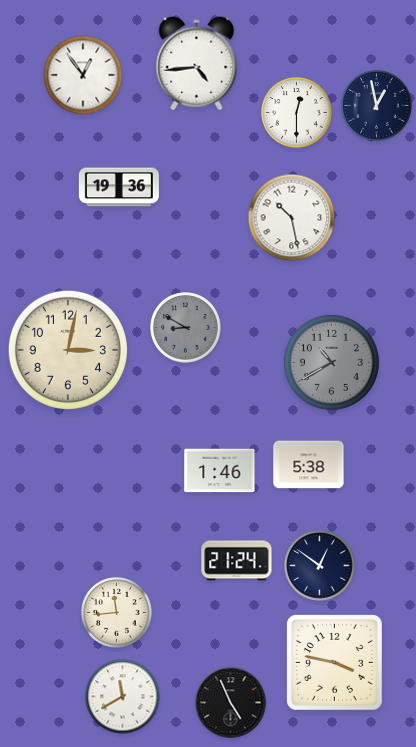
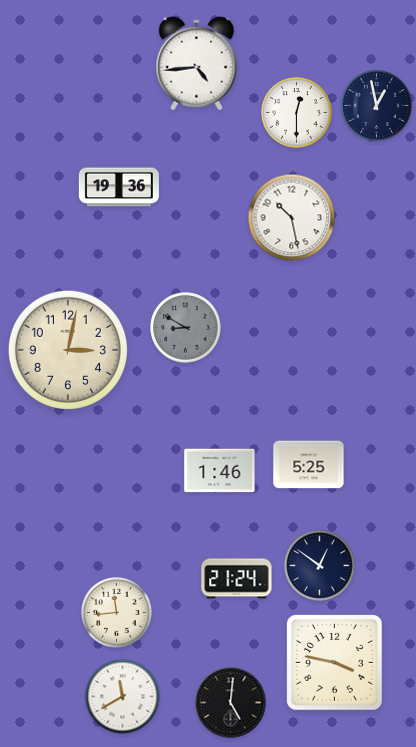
clock at (83, 75): 12:54 -> none
clock at (331, 362): 10:40 -> none
clock at (309, 465): 5:38 -> 5:25
clock at (237, 561) position: (237, 561) -> (237, 579)
clock at (231, 703): 4:56 -> 5:01
